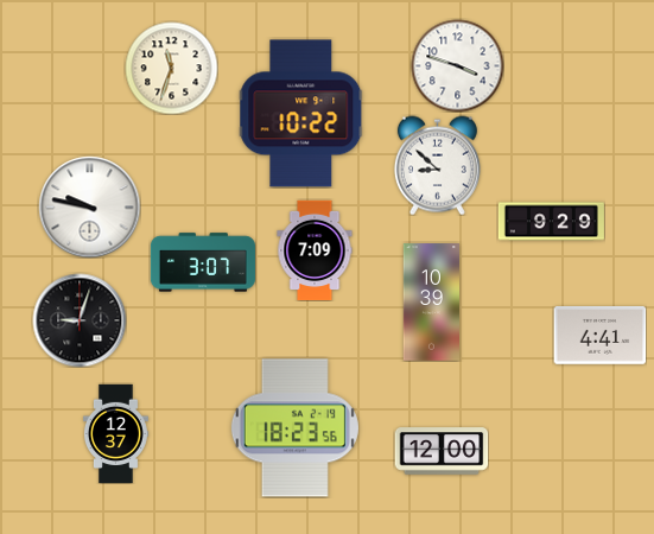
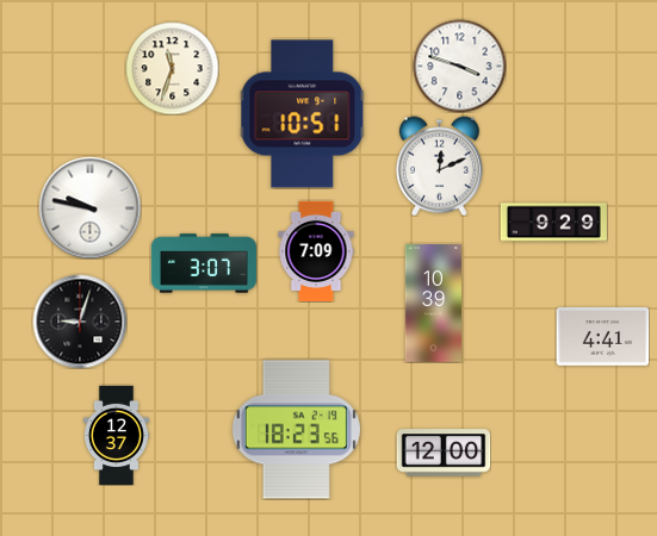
clock at (301, 114): 10:22 -> 10:51
clock at (437, 165): 8:52 -> 12:11
